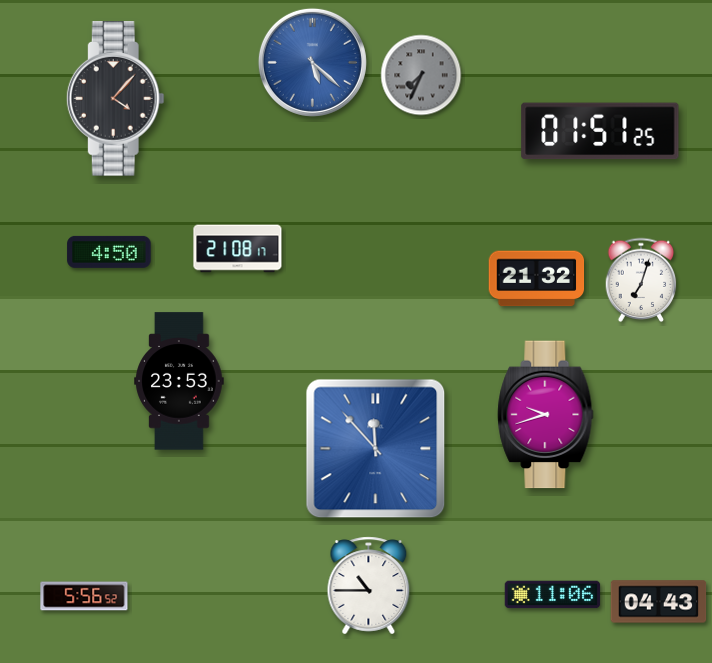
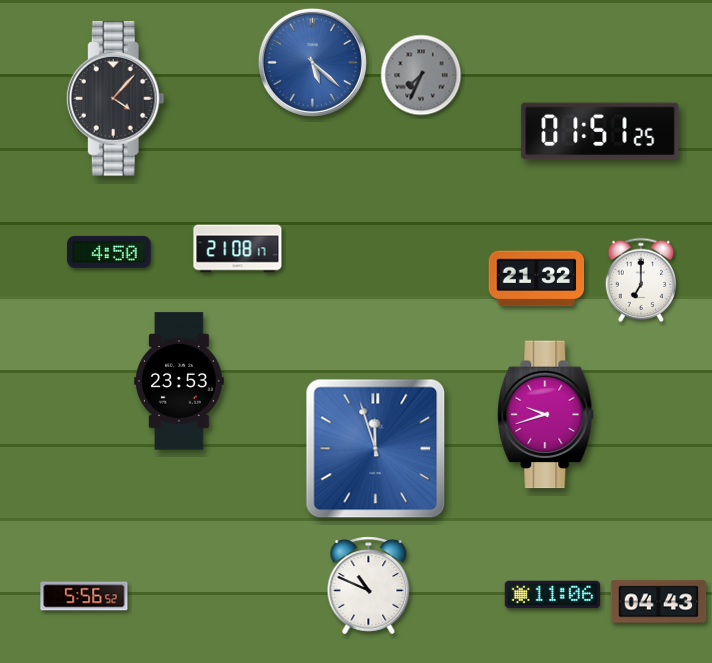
clock at (641, 280): 7:03 -> 7:00
clock at (376, 449): 11:53 -> 11:57
clock at (369, 586): 10:45 -> 10:49
